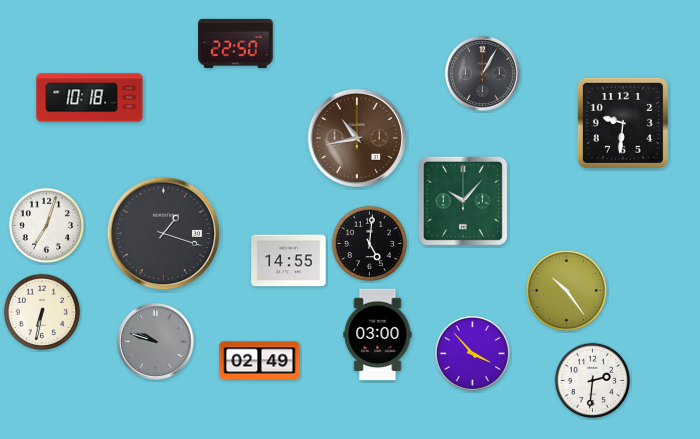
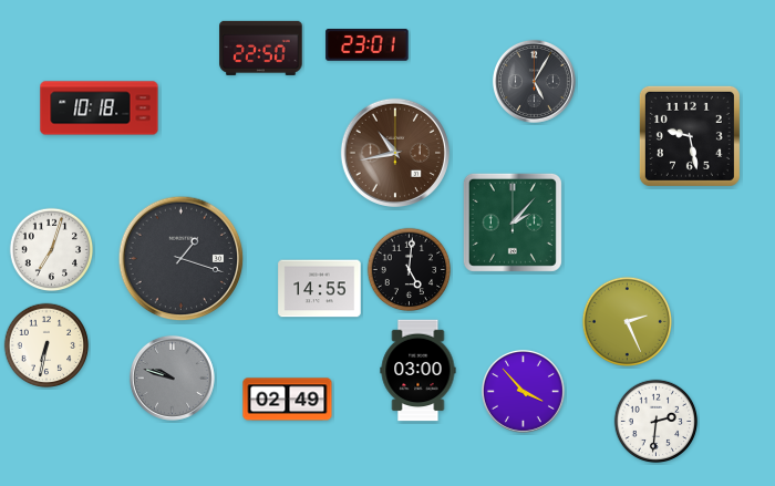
clock at (368, 45): none -> 23:01
clock at (482, 73): 1:05 -> 5:05
clock at (623, 123): 9:31 -> 9:28
clock at (463, 201): 10:07 -> 2:07
clock at (566, 290): 10:24 -> 2:26
